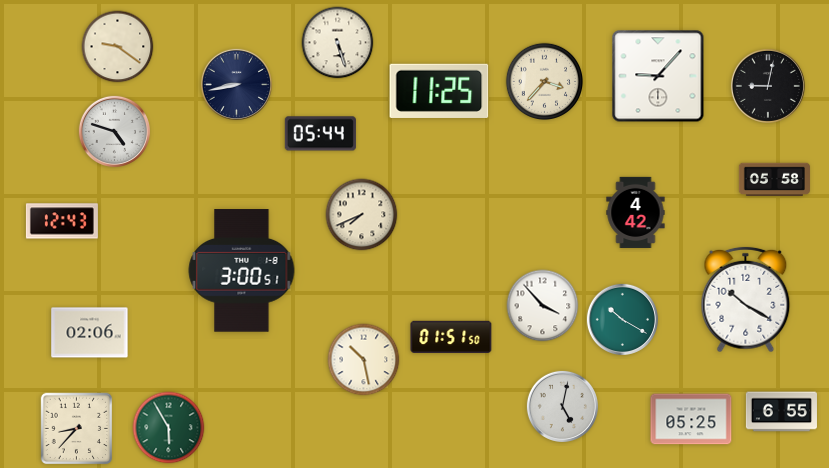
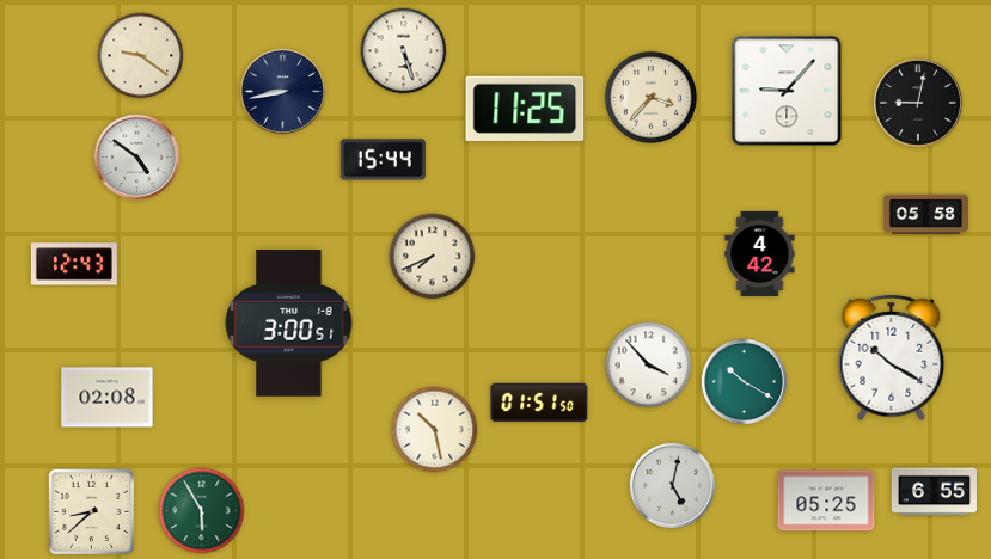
clock at (236, 84) position: (236, 84) -> (282, 91)
clock at (114, 131): 4:48 -> 4:51
clock at (320, 134): 05:44 -> 15:44
clock at (90, 333): 02:06 -> 02:08
clock at (77, 429): 8:37 -> 8:38
